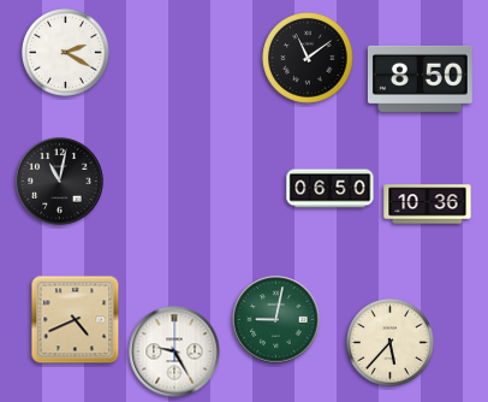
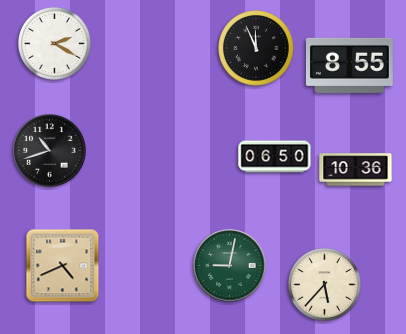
clock at (308, 58): 11:09 -> 11:56
clock at (419, 78): 8:50 -> 8:55
clock at (60, 182): 11:02 -> 10:42
clock at (174, 351): 9:25 -> none
